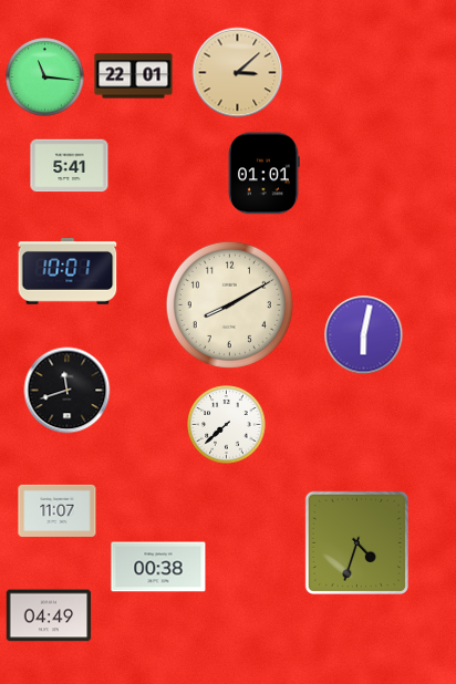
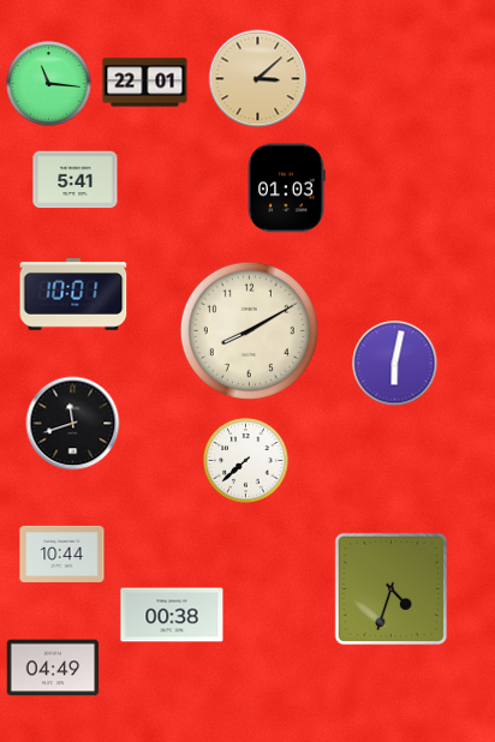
clock at (265, 174): 01:01 -> 01:03
clock at (58, 510): 11:07 -> 10:44
clock at (356, 542) position: (356, 542) -> (390, 588)
